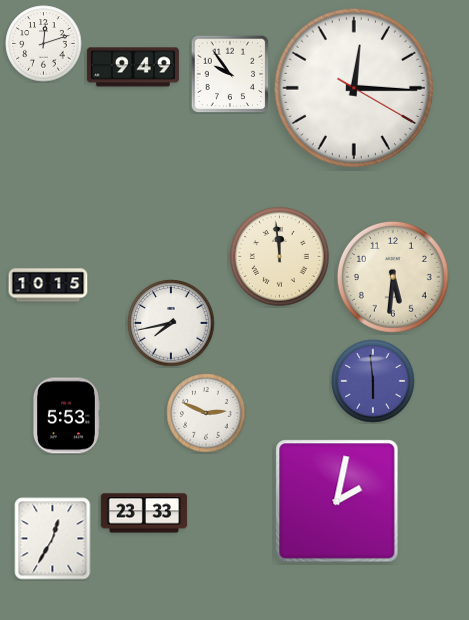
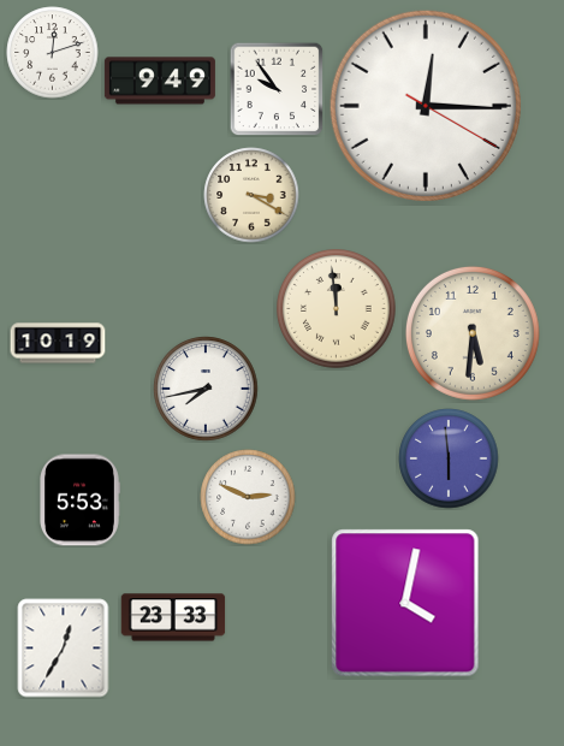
clock at (251, 195): none -> 3:20
clock at (48, 285): 10:15 -> 10:19
clock at (337, 501): 2:02 -> 4:02
